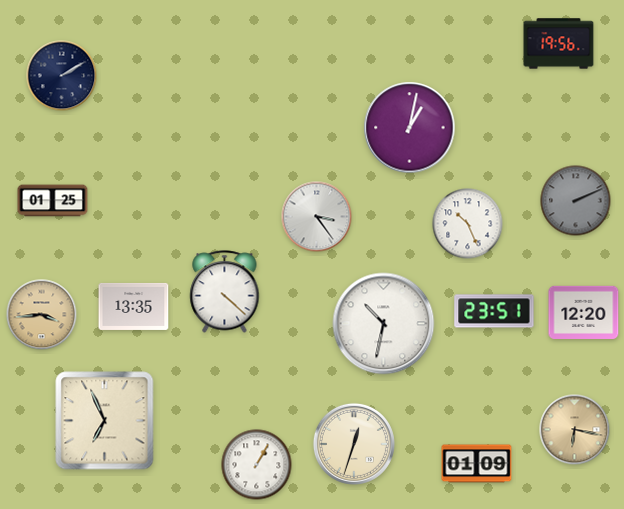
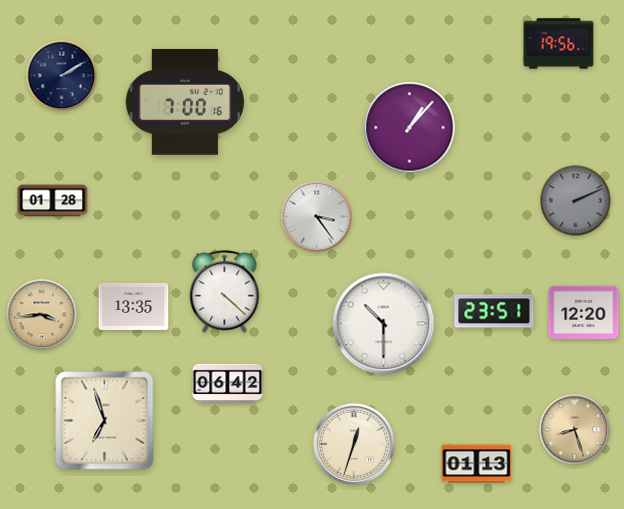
clock at (184, 102): none -> 7:00
clock at (410, 128): 1:02 -> 1:07
clock at (53, 201): 01:25 -> 01:28
clock at (468, 224): 10:26 -> none
clock at (384, 324): 10:32 -> 10:30
clock at (228, 384): none -> 06:42
clock at (105, 421): 6:56 -> 6:57
clock at (575, 430): 6:17 -> 8:27
clock at (477, 464): 01:09 -> 01:13
clock at (257, 465): 1:05 -> none
